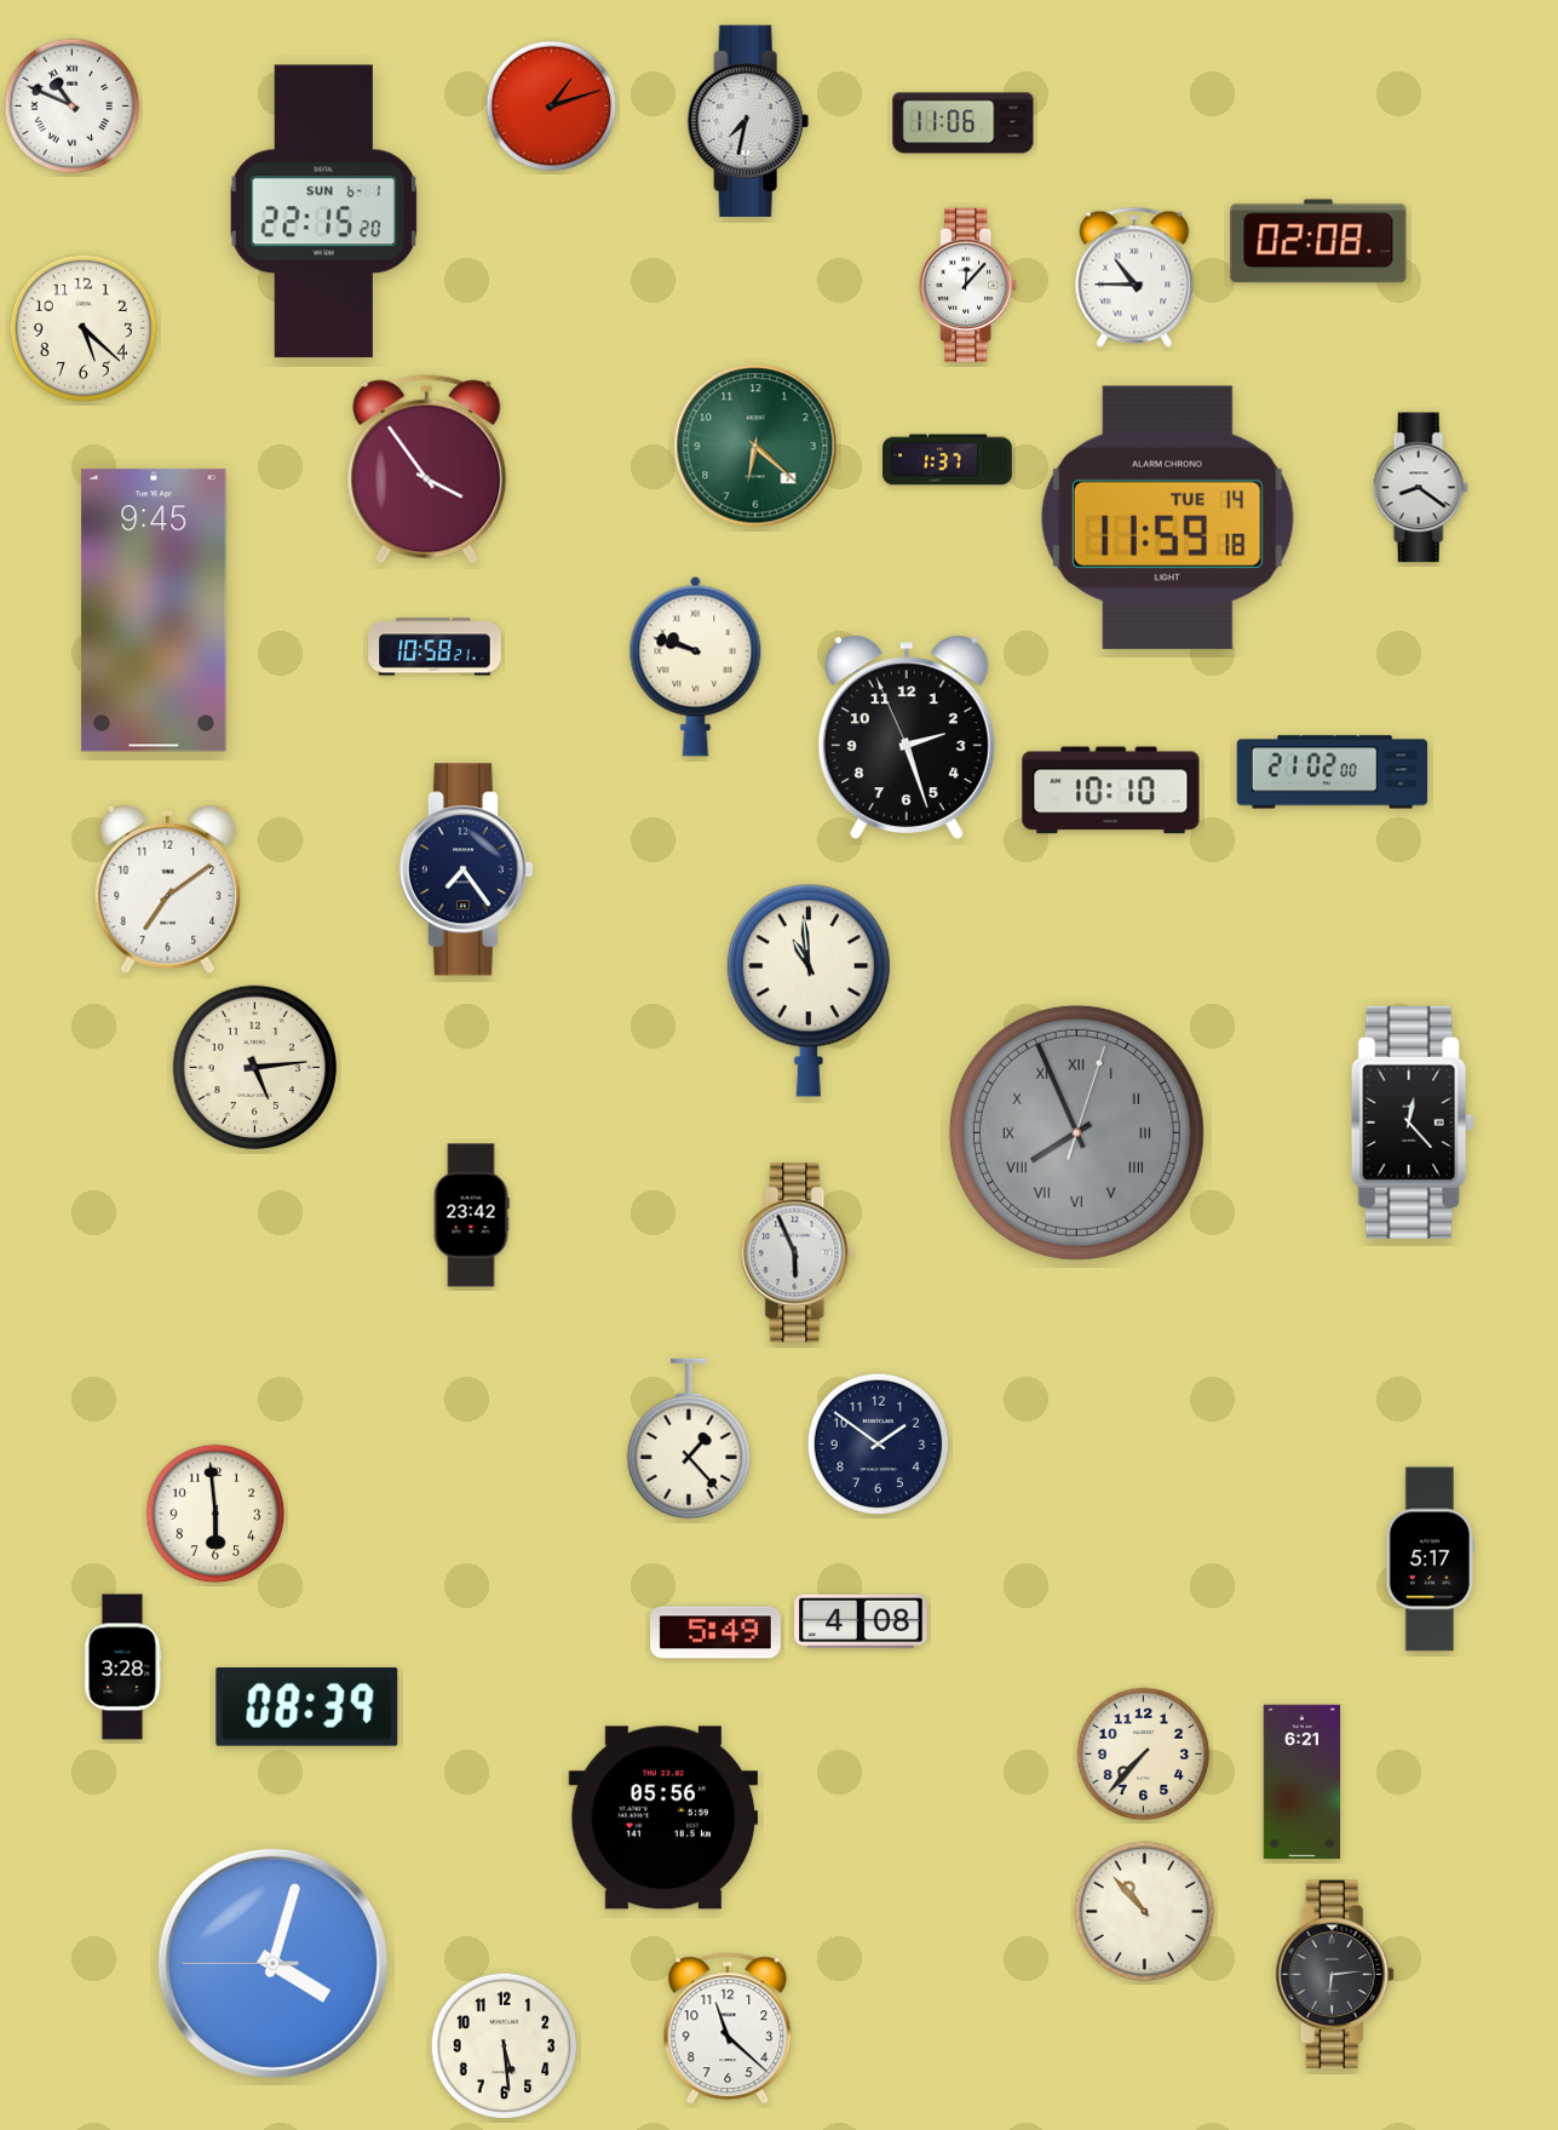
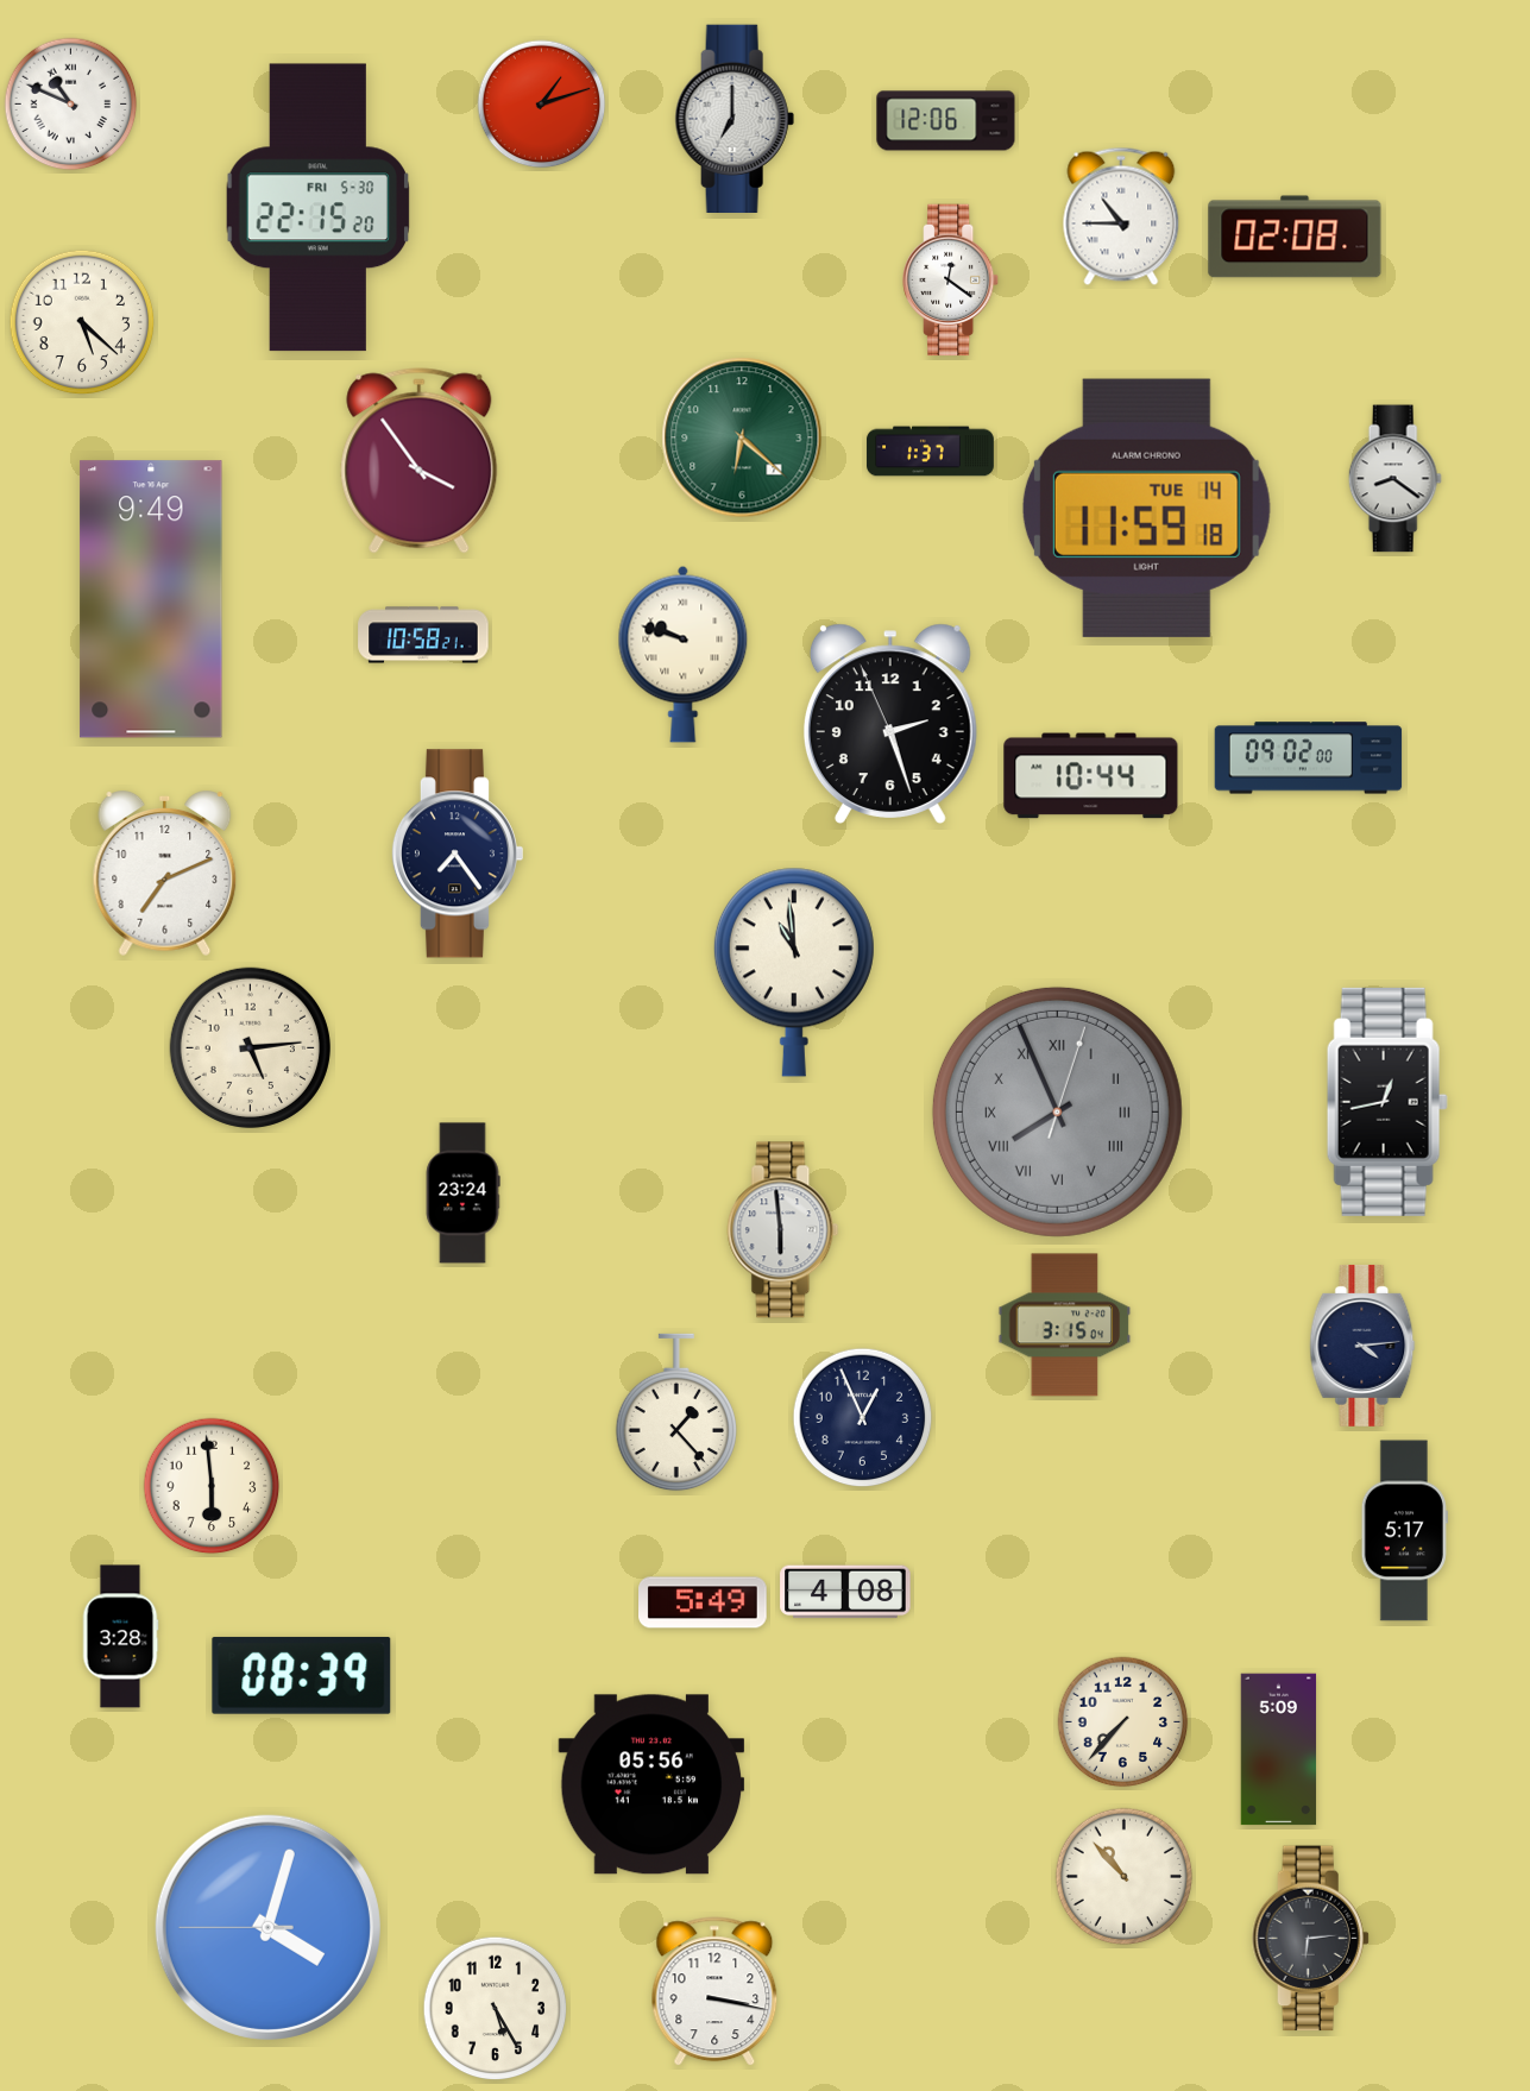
clock at (748, 120): 7:32 -> 7:00
clock at (964, 124): 11:06 -> 12:06
clock at (323, 212) date: SUN 6-1 -> FRI 5-30
clock at (1134, 277) position: (1134, 277) -> (1121, 216)
clock at (968, 286): 12:07 -> 12:21
clock at (154, 610): 9:45 -> 9:49
clock at (435, 647) position: (435, 647) -> (423, 635)
clock at (1333, 773): 21:02 -> 09:02
clock at (1111, 791): 10:10 -> 10:44
clock at (168, 891): 7:09 -> 7:11
clock at (1413, 1123): 12:23 -> 12:43
clock at (471, 1216): 23:42 -> 23:24
clock at (798, 1253): 5:56 -> 5:59
clock at (1065, 1325): none -> 3:15
clock at (1362, 1346): none -> 4:14
clock at (879, 1445): 1:51 -> 12:56
clock at (1303, 1782): 6:21 -> 5:09
clock at (728, 2029): 11:22 -> 3:17
clock at (505, 2046): 5:29 -> 5:25
